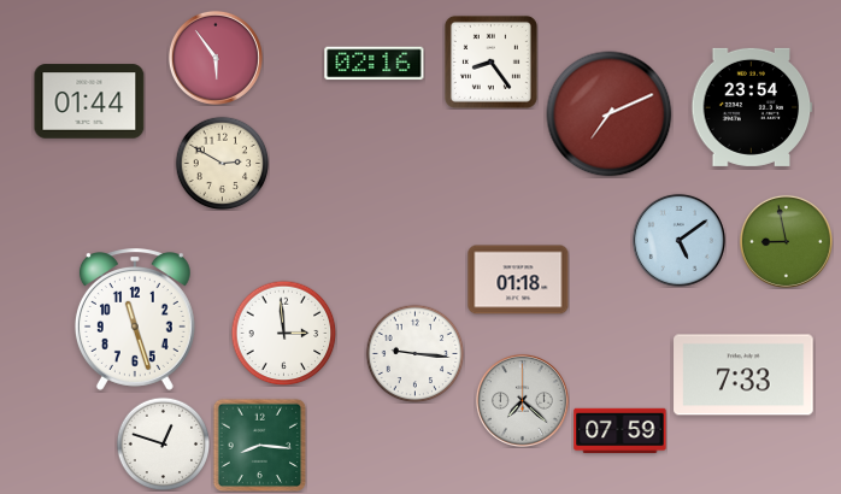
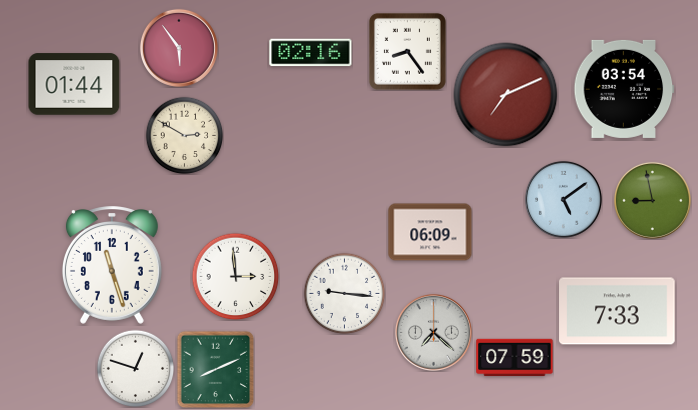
clock at (752, 107): 23:54 -> 03:54
clock at (518, 280): 01:18 -> 06:09
clock at (259, 445): 8:16 -> 8:11
